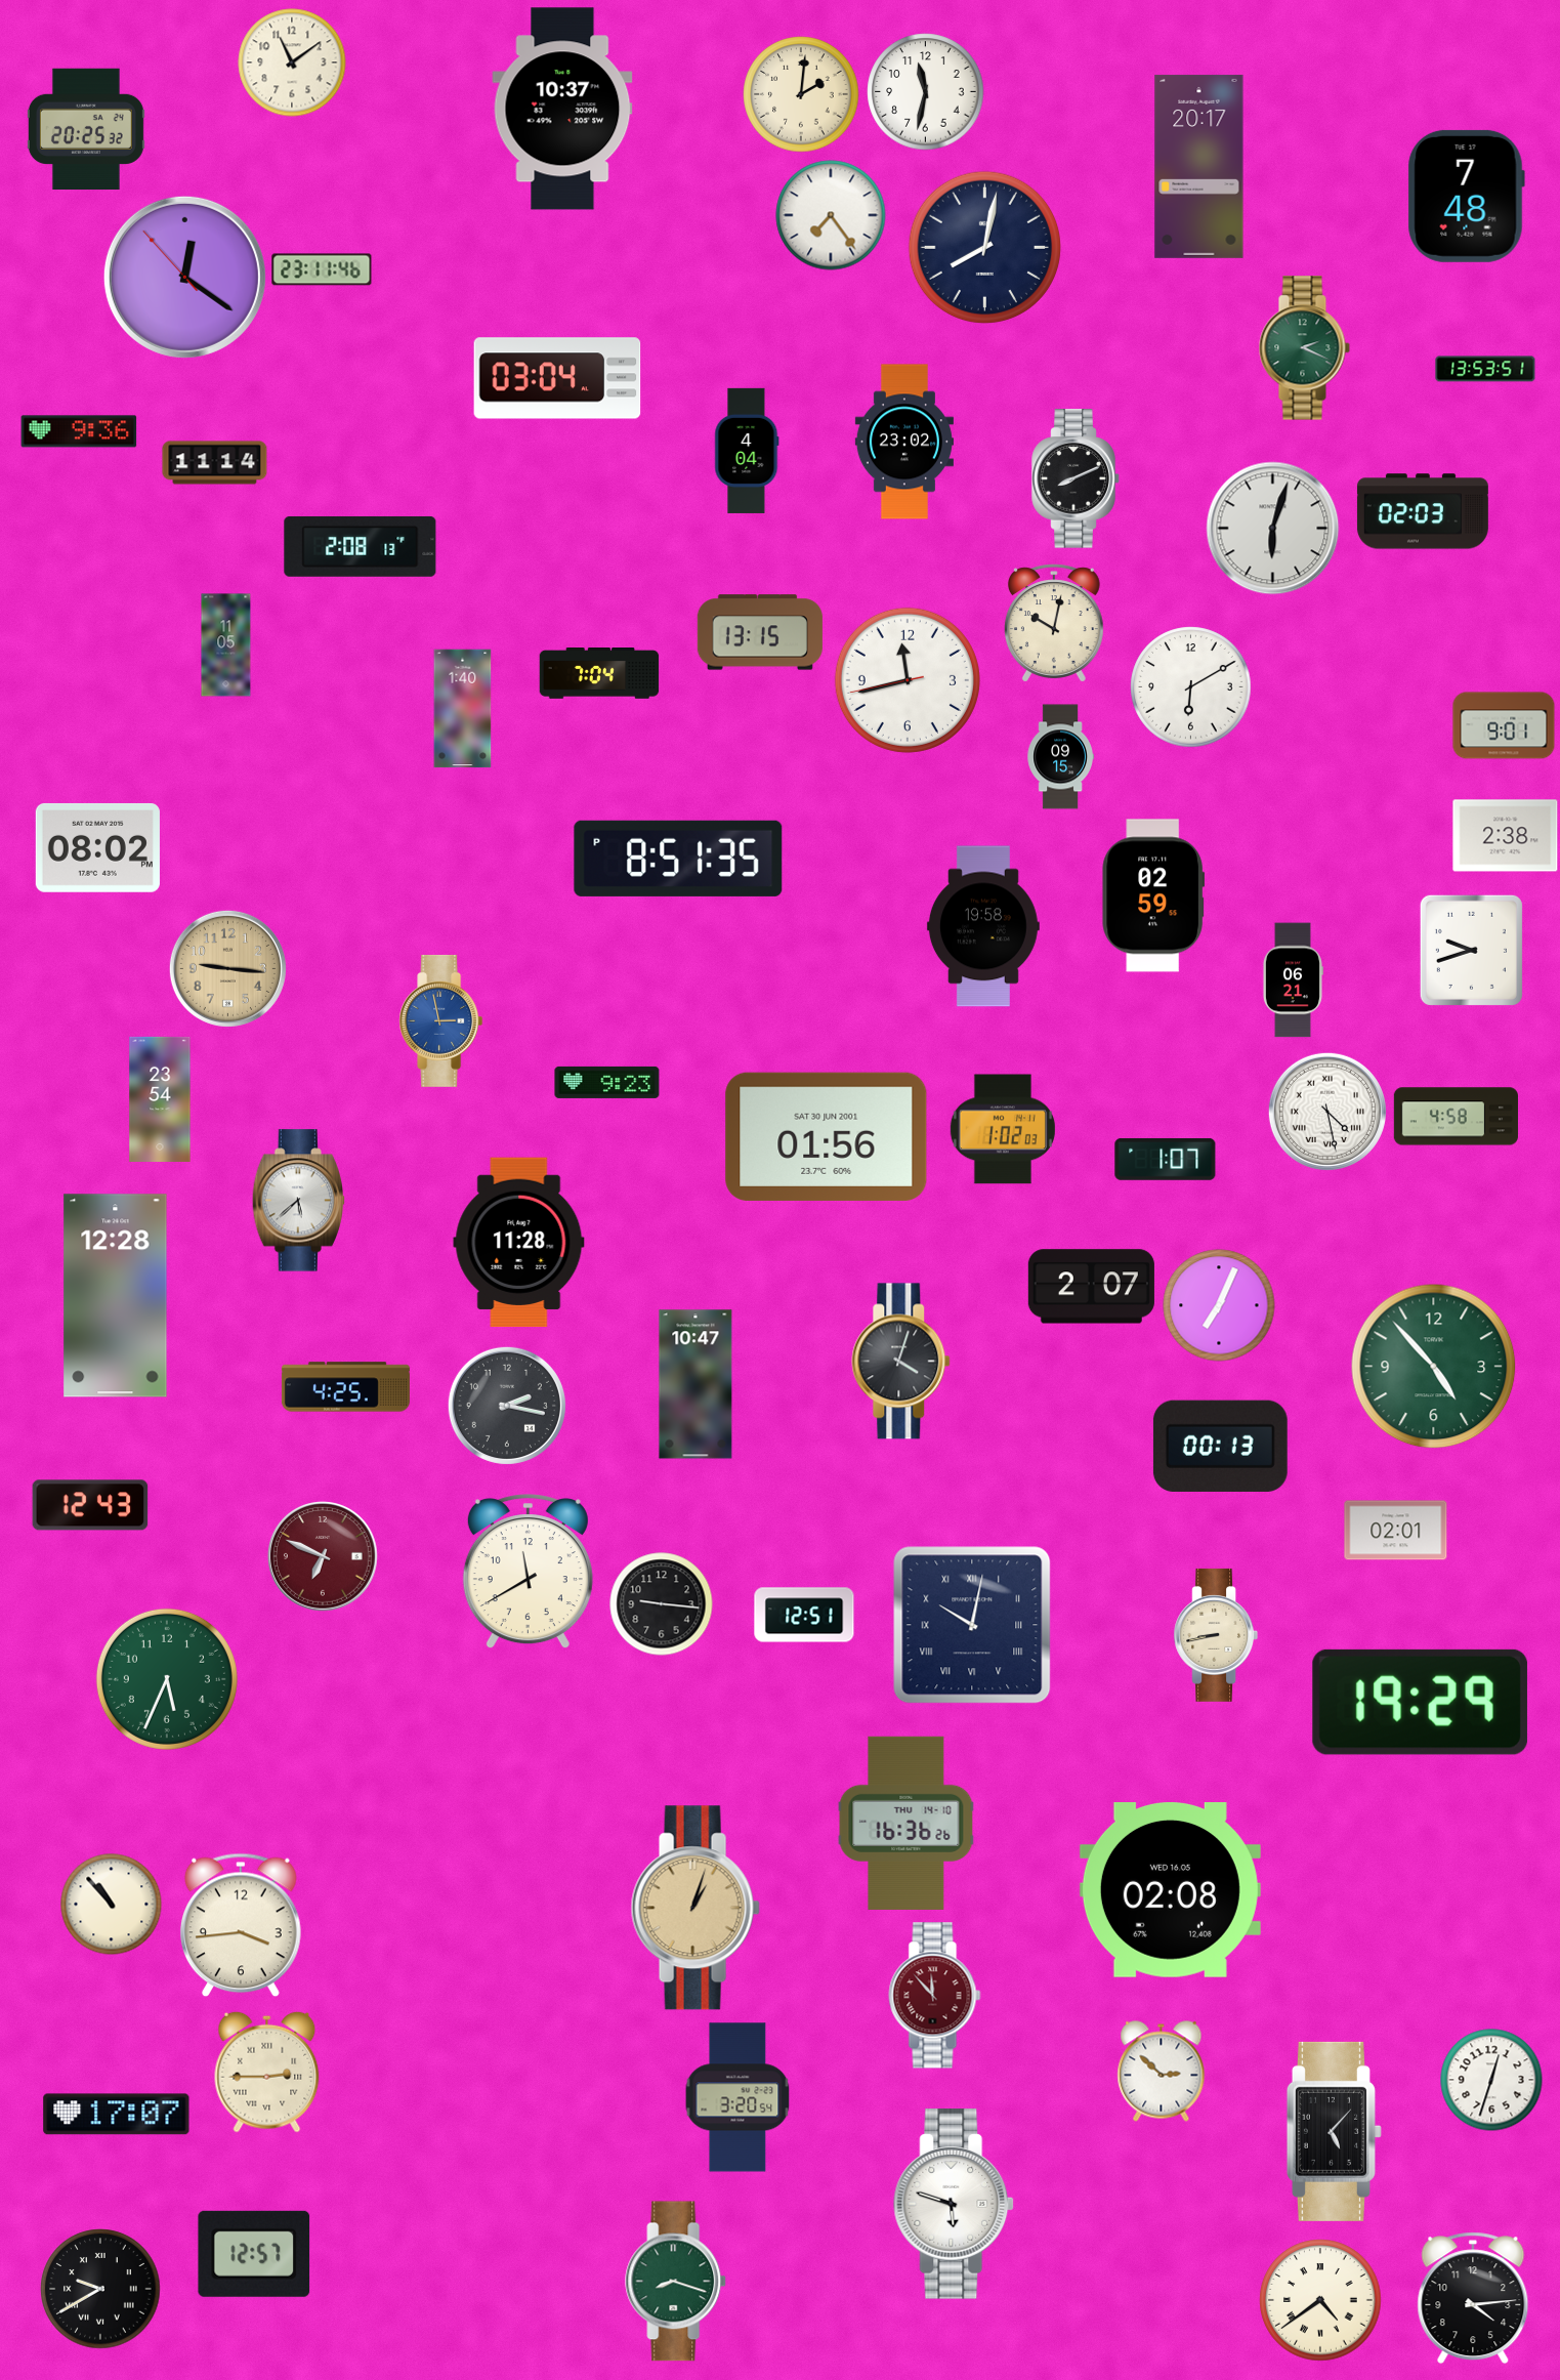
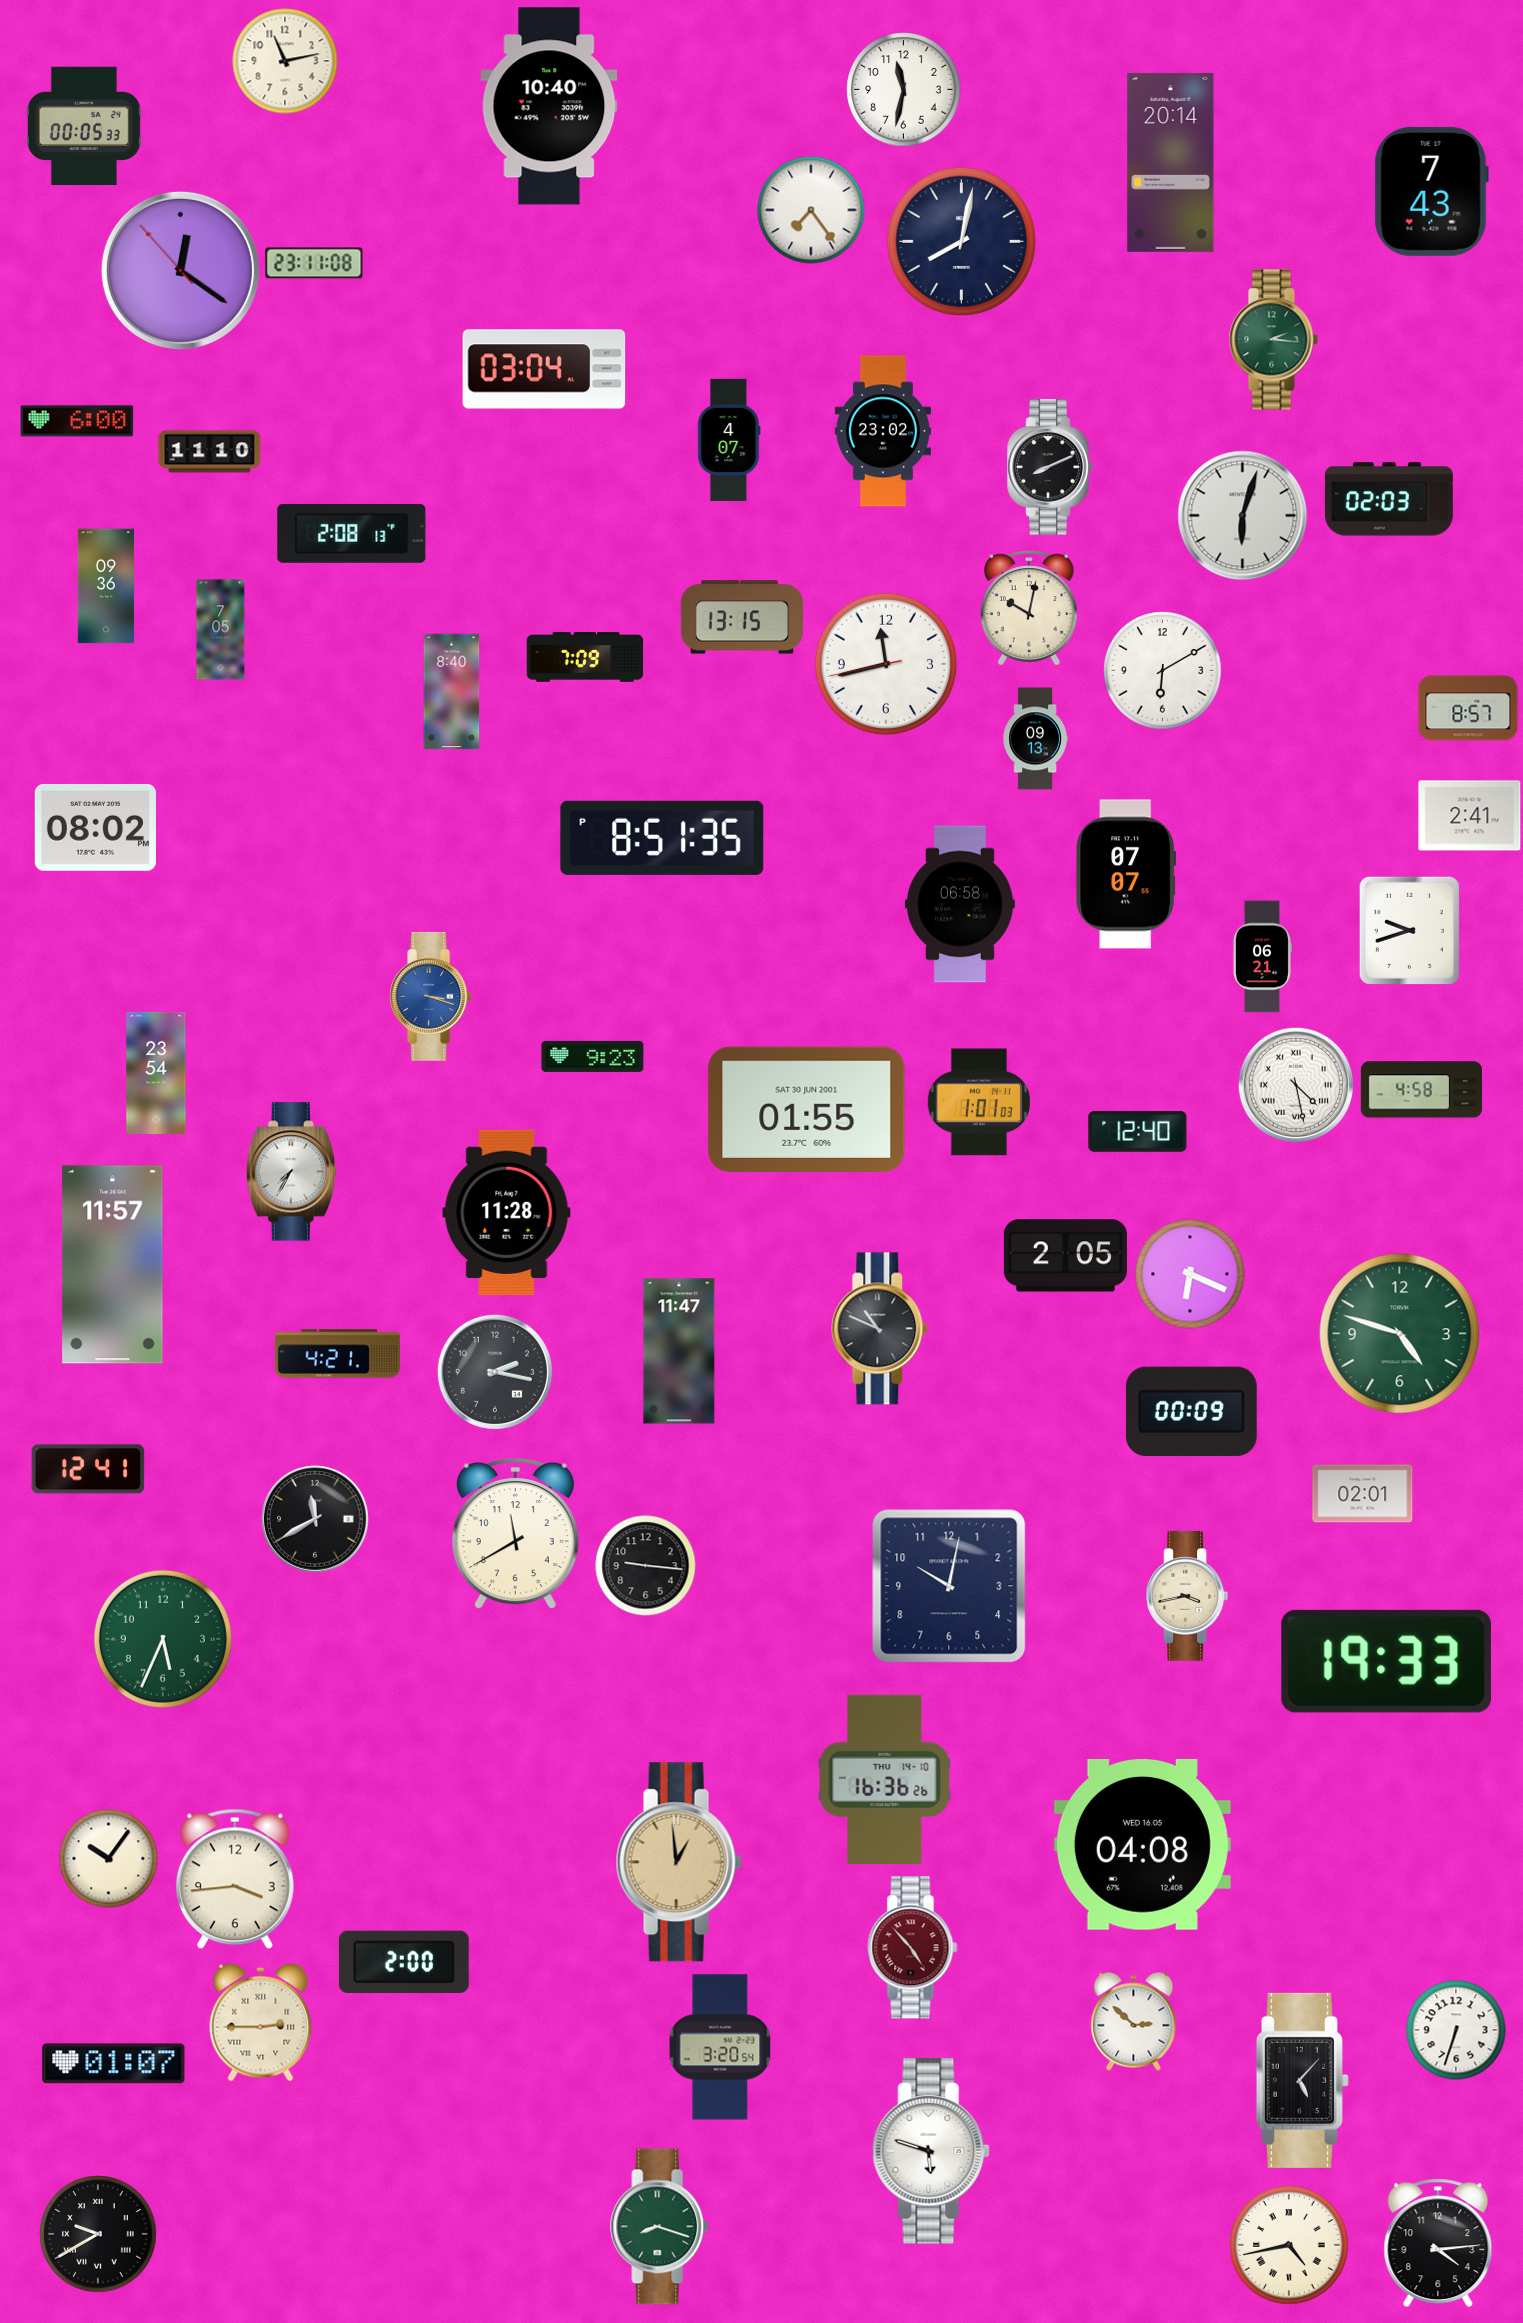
clock at (292, 62): 11:09 -> 11:13
clock at (801, 94): 2:01 -> none
clock at (562, 109): 10:37 -> 10:40
clock at (86, 129): 20:25 -> 00:05
clock at (1199, 166): 20:17 -> 20:14
clock at (1466, 196): 7:48 -> 7:43
clock at (322, 269): 23:11:46 -> 23:11:08
clock at (1304, 348): 2:19 -> 2:16
clock at (1485, 369): 13:53 -> none
clock at (79, 431): 9:36 -> 6:00
clock at (747, 451): 4:04 -> 4:07
clock at (215, 463): 11:14 -> 11:10
clock at (105, 586): none -> 09:36
clock at (226, 645): 11:05 -> 7:05
clock at (599, 674): 7:04 -> 7:09
clock at (463, 709): 1:40 -> 8:40
clock at (1504, 725): 9:01 -> 8:57
clock at (1060, 757): 09:15 -> 09:13
clock at (1506, 836): 2:38 -> 2:41
clock at (1152, 895): 02:59 -> 07:07
clock at (983, 926): 19:58 -> 06:58
clock at (1471, 950) position: (1471, 950) -> (1409, 930)
clock at (227, 968): 9:16 -> none
clock at (441, 1020): 2:58 -> 3:18
clock at (1003, 1129): 1:02 -> 1:01
clock at (827, 1136): 01:56 -> 01:55
clock at (1166, 1159): 1:07 -> 12:40
clock at (298, 1201): 5:38 -> 7:35
clock at (1091, 1287): 2:07 -> 2:05
clock at (116, 1296): 12:28 -> 11:57
clock at (1219, 1305): 7:04 -> 6:19
clock at (901, 1362): 4:03 -> 10:49
clock at (1434, 1367): 4:53 -> 4:48
clock at (695, 1384): 10:47 -> 11:47
clock at (345, 1387): 4:25 -> 4:21
clock at (1220, 1446): 00:13 -> 00:09
clock at (90, 1505): 12:43 -> 12:41
clock at (324, 1557): 6:49 -> 11:40
clock at (324, 1557) dial: burgundy -> black
clock at (804, 1615): 12:51 -> none
clock at (972, 1625) numerals: Roman -> Arabic
clock at (1216, 1635): 8:43 -> 3:43
clock at (1420, 1702): 19:29 -> 19:33
clock at (1170, 1890): 02:08 -> 04:08
clock at (112, 1905): 10:53 -> 10:06
clock at (695, 1908): 1:03 -> 12:59
clock at (935, 1996): 11:53 -> 4:53
clock at (404, 1961): none -> 2:00
clock at (1491, 2080): 12:33 -> 6:33
clock at (117, 2115): 17:07 -> 01:07
clock at (254, 2254): 12:57 -> none
clock at (1320, 2300): 4:39 -> 4:43
